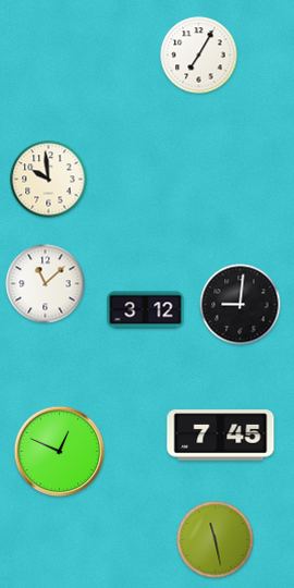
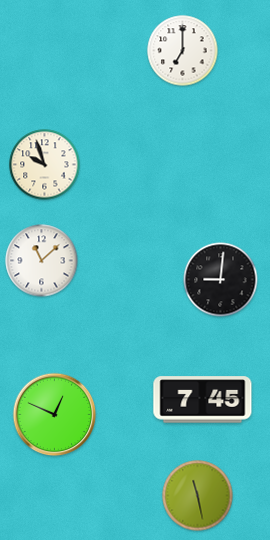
clock at (199, 56): 7:05 -> 7:00
clock at (49, 180): 9:59 -> 9:57
clock at (146, 310): 3:12 -> none
